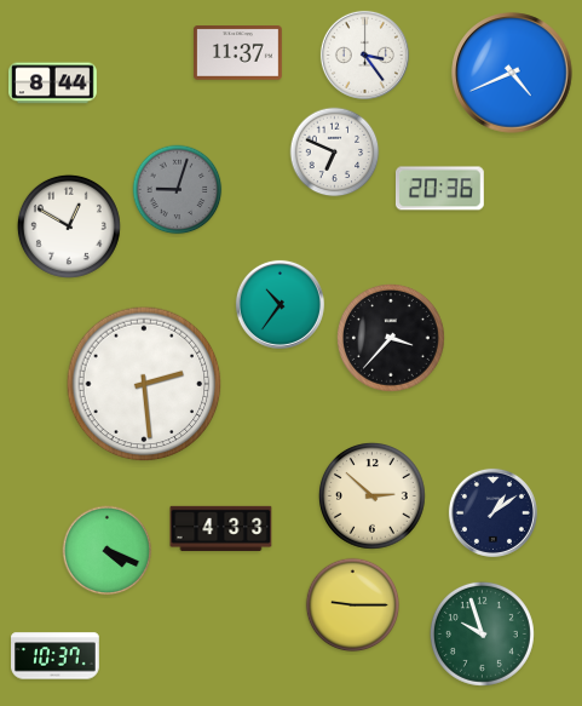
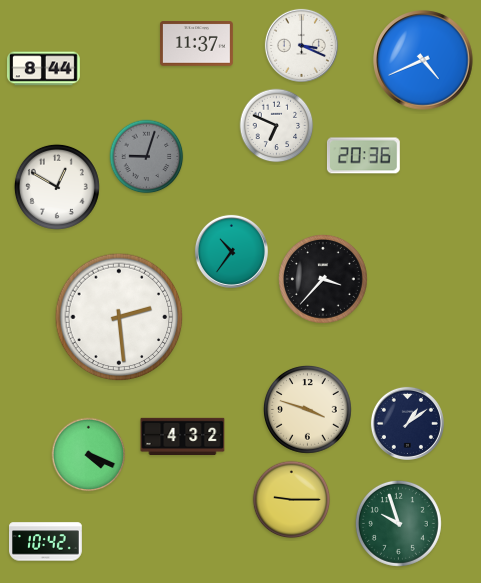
clock at (364, 54): 3:24 -> 3:19
clock at (371, 495): 2:52 -> 3:48
clock at (221, 528): 4:33 -> 4:32
clock at (56, 656): 10:37 -> 10:42
